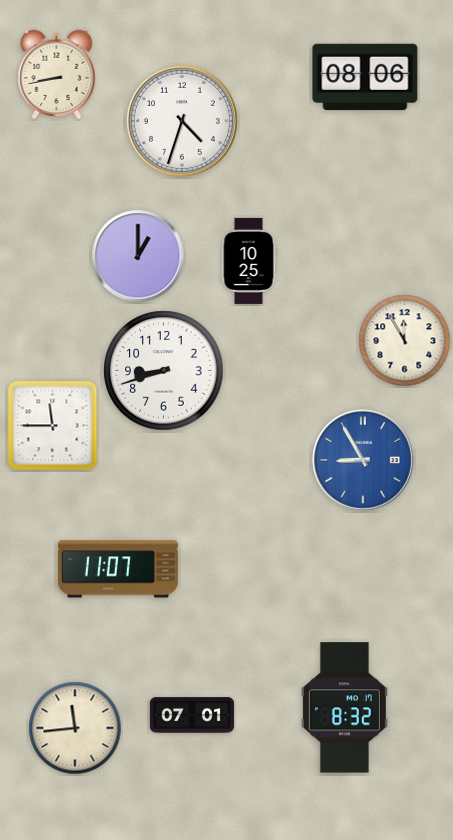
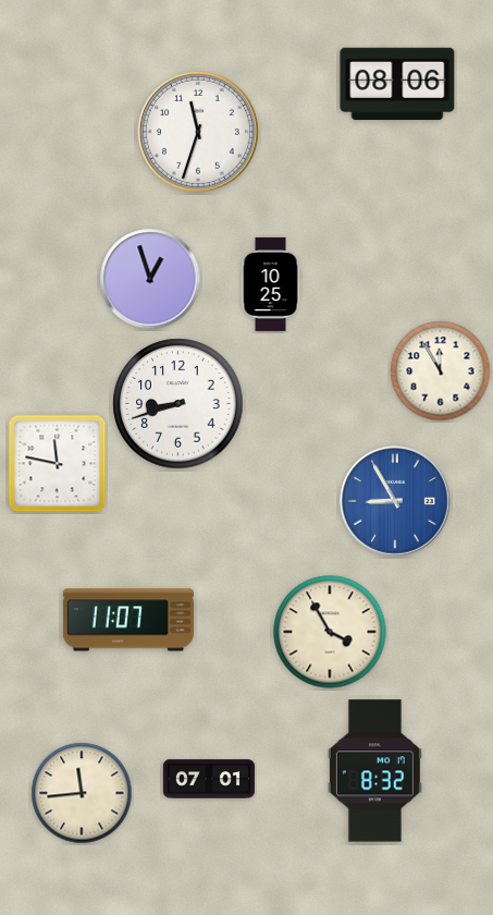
clock at (57, 74): 8:43 -> none
clock at (182, 121): 4:33 -> 11:33
clock at (138, 256): 1:00 -> 12:57
clock at (53, 426): 11:45 -> 11:47
clock at (330, 632): none -> 3:55
